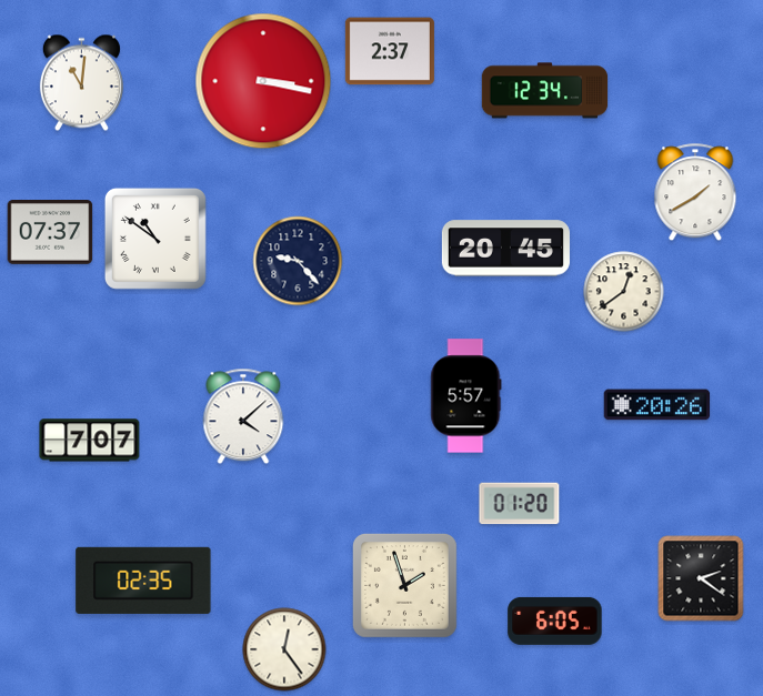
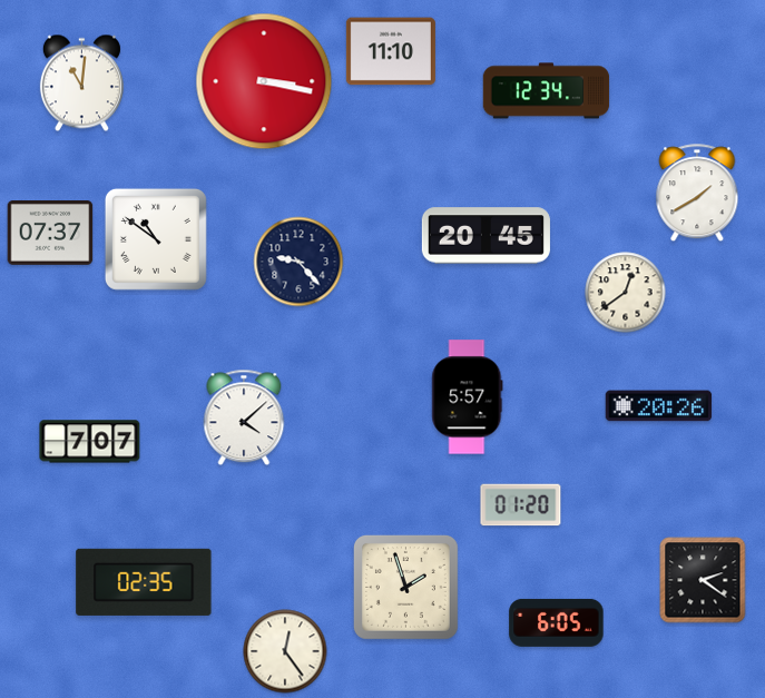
clock at (390, 51): 2:37 -> 11:10
clock at (505, 249) position: (505, 249) -> (486, 236)
